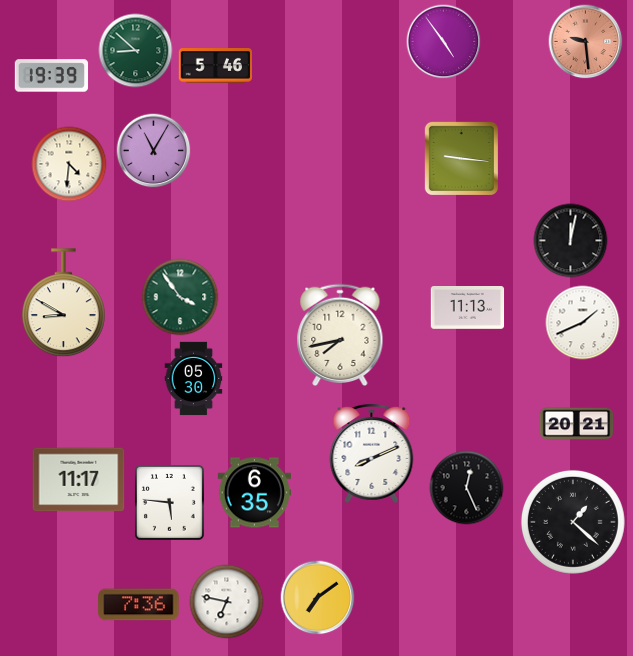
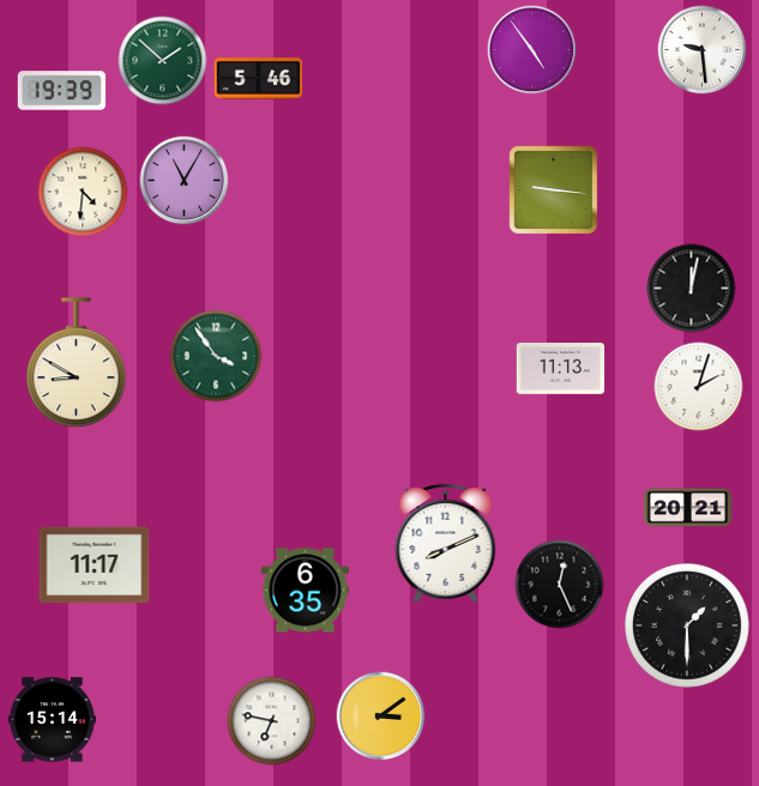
clock at (586, 42) dial: salmon -> white
clock at (136, 51): 8:52 -> 1:52
clock at (69, 164) position: (69, 164) -> (83, 192)
clock at (571, 241) position: (571, 241) -> (692, 289)
clock at (583, 323): 1:41 -> 2:03
clock at (340, 334): 7:43 -> none
clock at (194, 379): 05:30 -> none
clock at (577, 424) position: (577, 424) -> (688, 508)
clock at (79, 480) position: (79, 480) -> (95, 566)
clock at (170, 503): 5:46 -> none
clock at (573, 522): 1:22 -> 1:30
clock at (318, 598): 7:09 -> 3:09
clock at (53, 720): none -> 15:14
clock at (139, 605): 7:36 -> none
